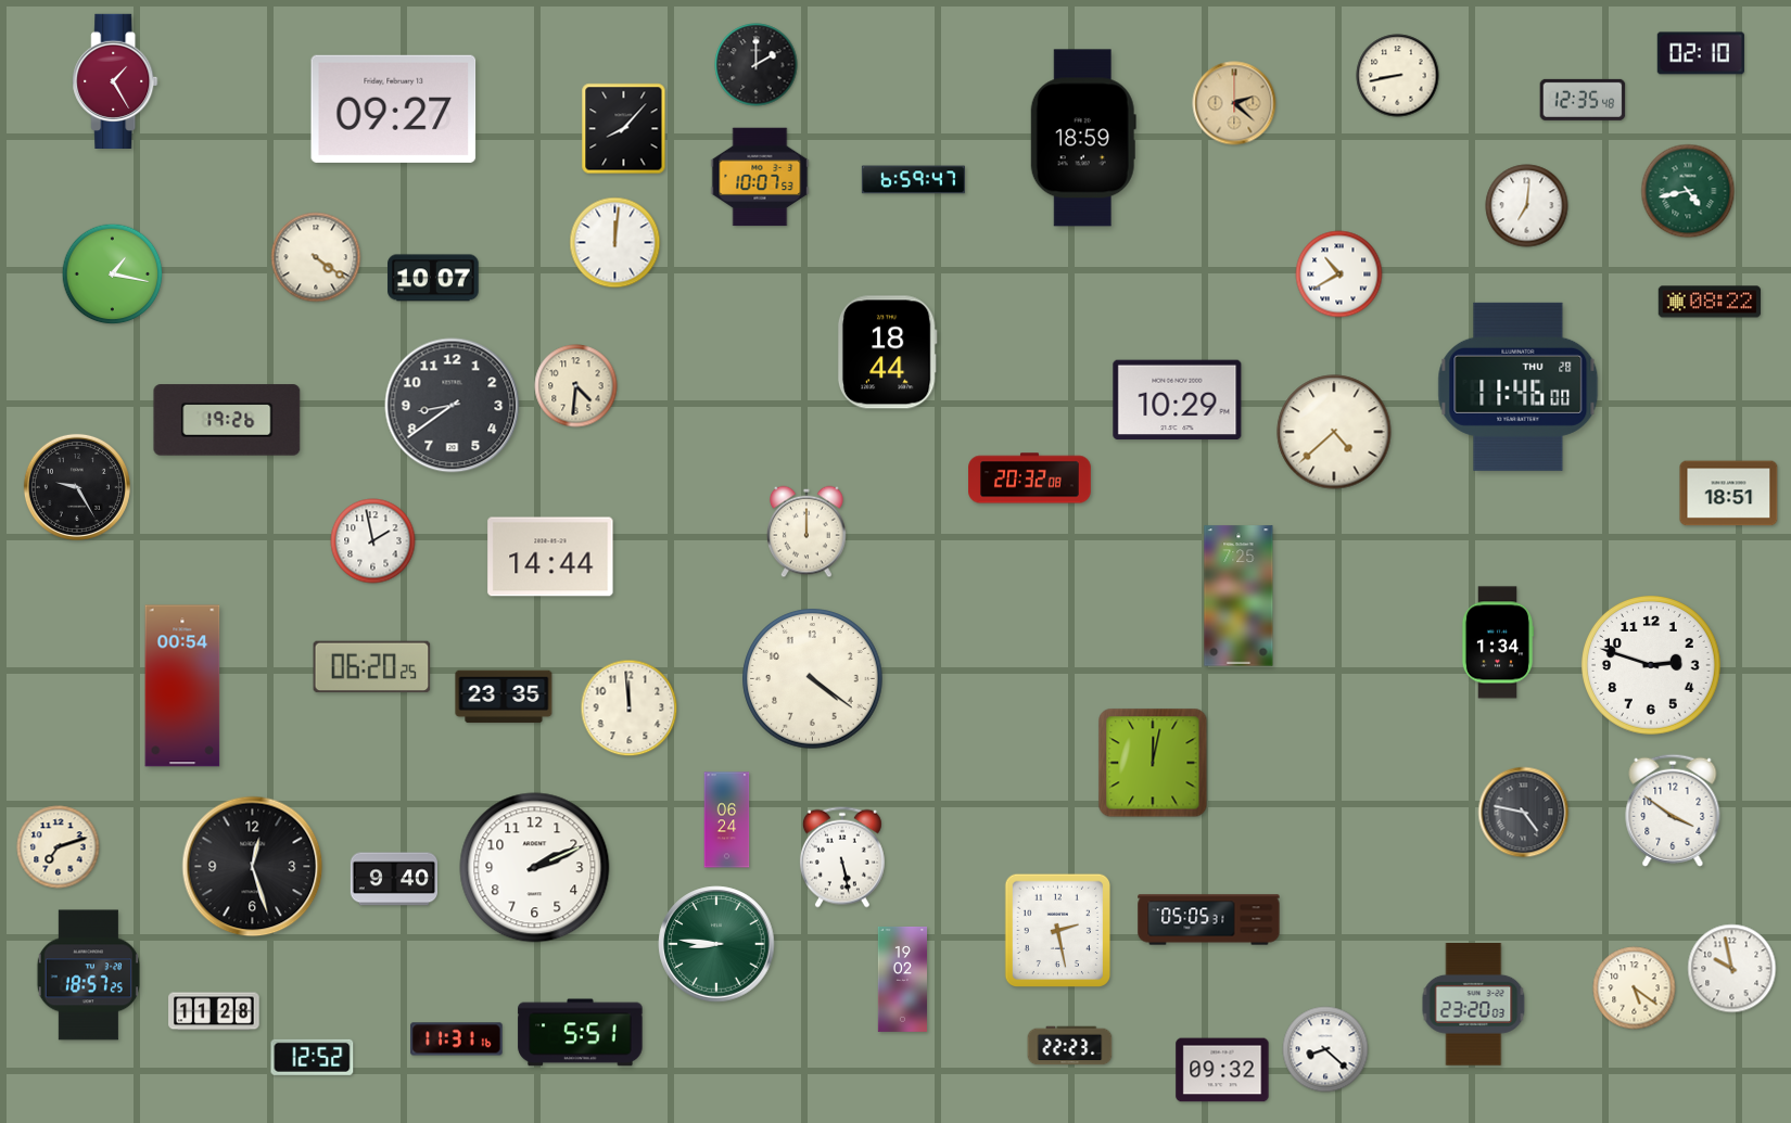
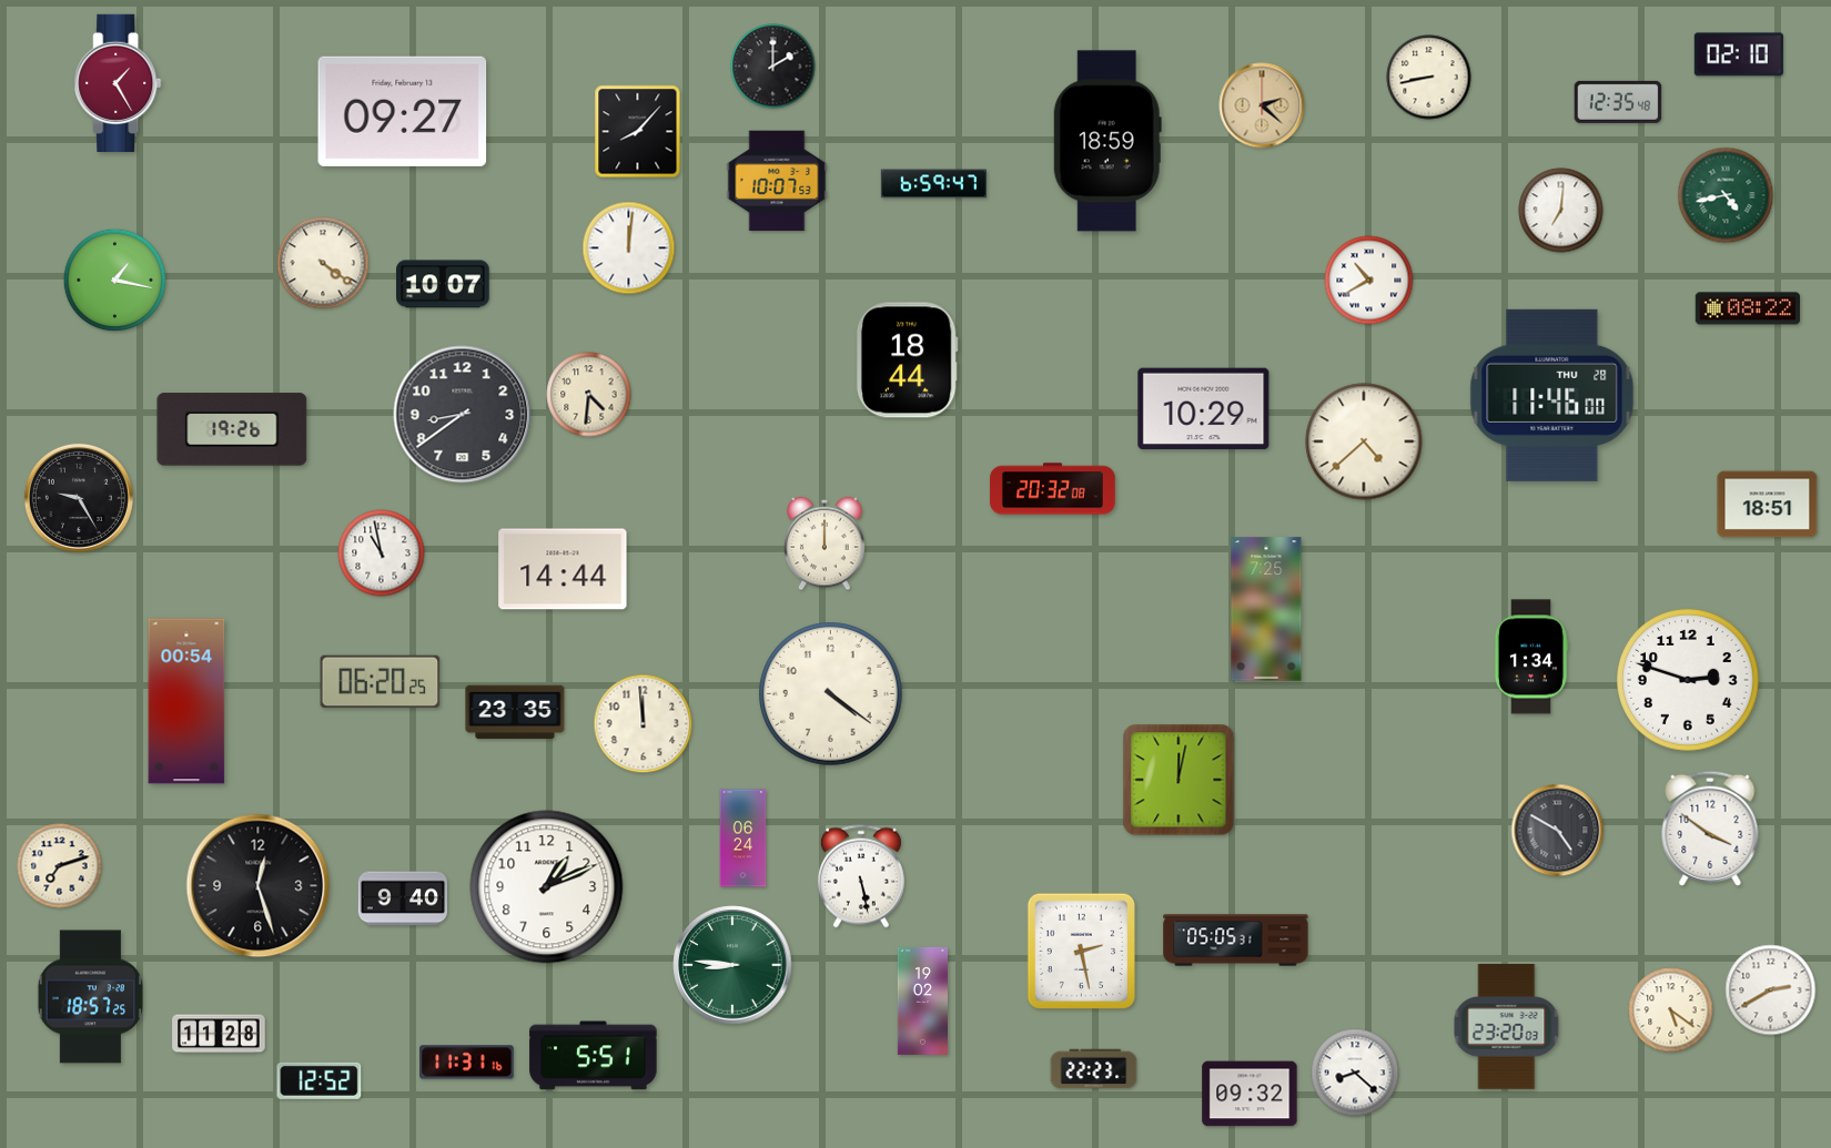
clock at (373, 541): 1:58 -> 10:58
clock at (1524, 813): 4:47 -> 4:50
clock at (535, 868): 2:11 -> 1:11
clock at (1732, 969): 9:58 -> 2:40
